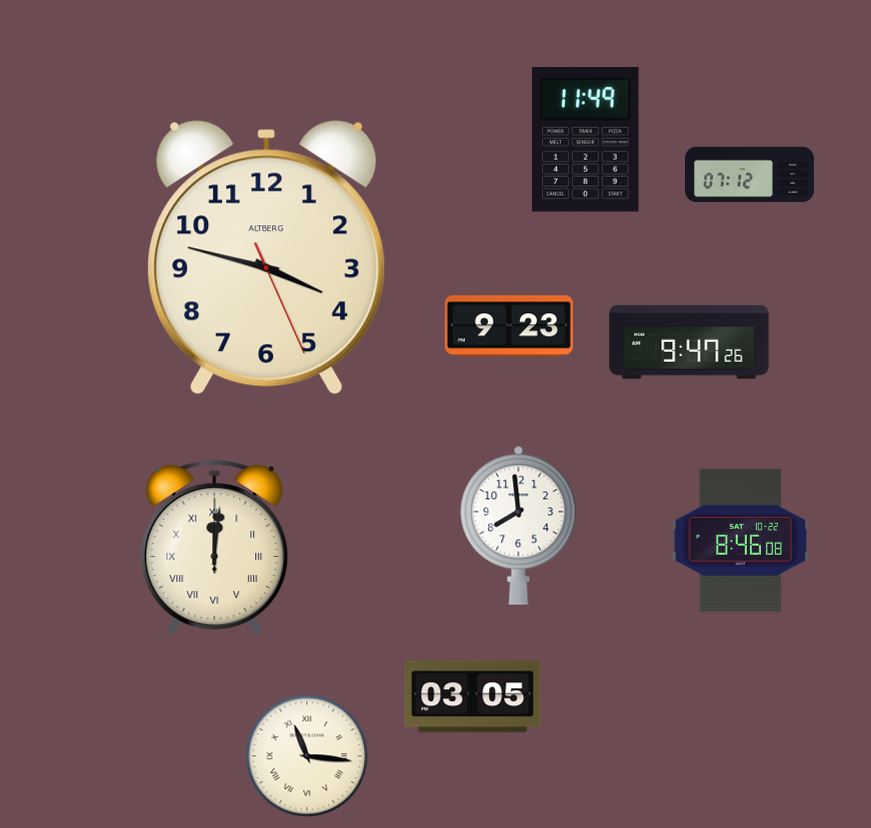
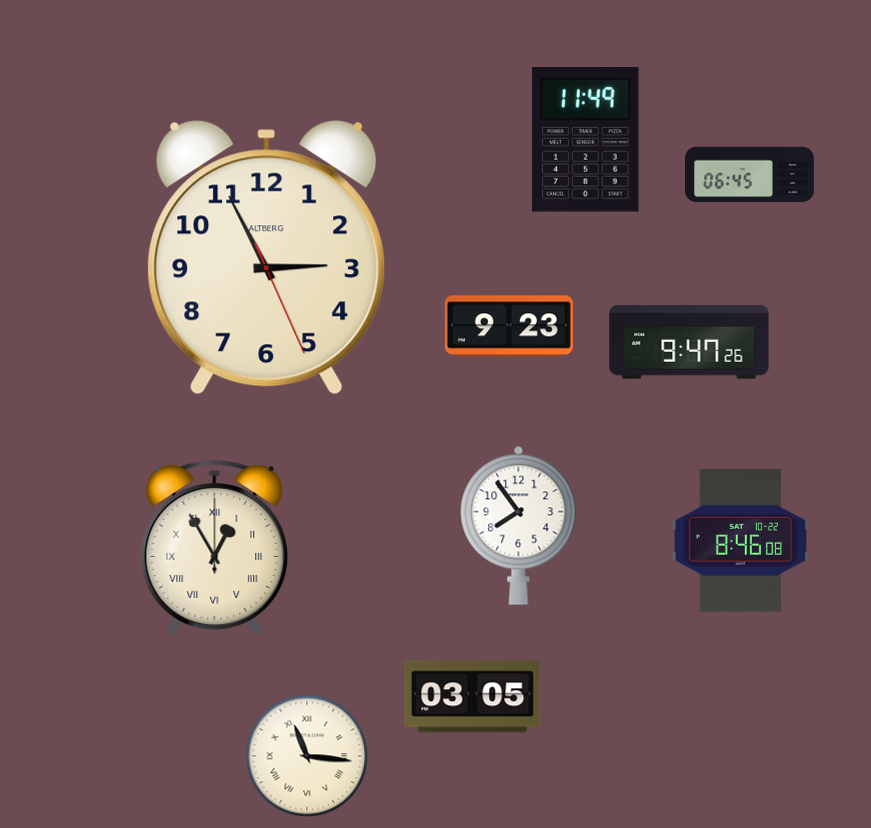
clock at (750, 175): 07:12 -> 06:45
clock at (267, 258): 3:47 -> 2:55
clock at (519, 525): 7:59 -> 7:54
clock at (215, 548): 12:01 -> 12:55
